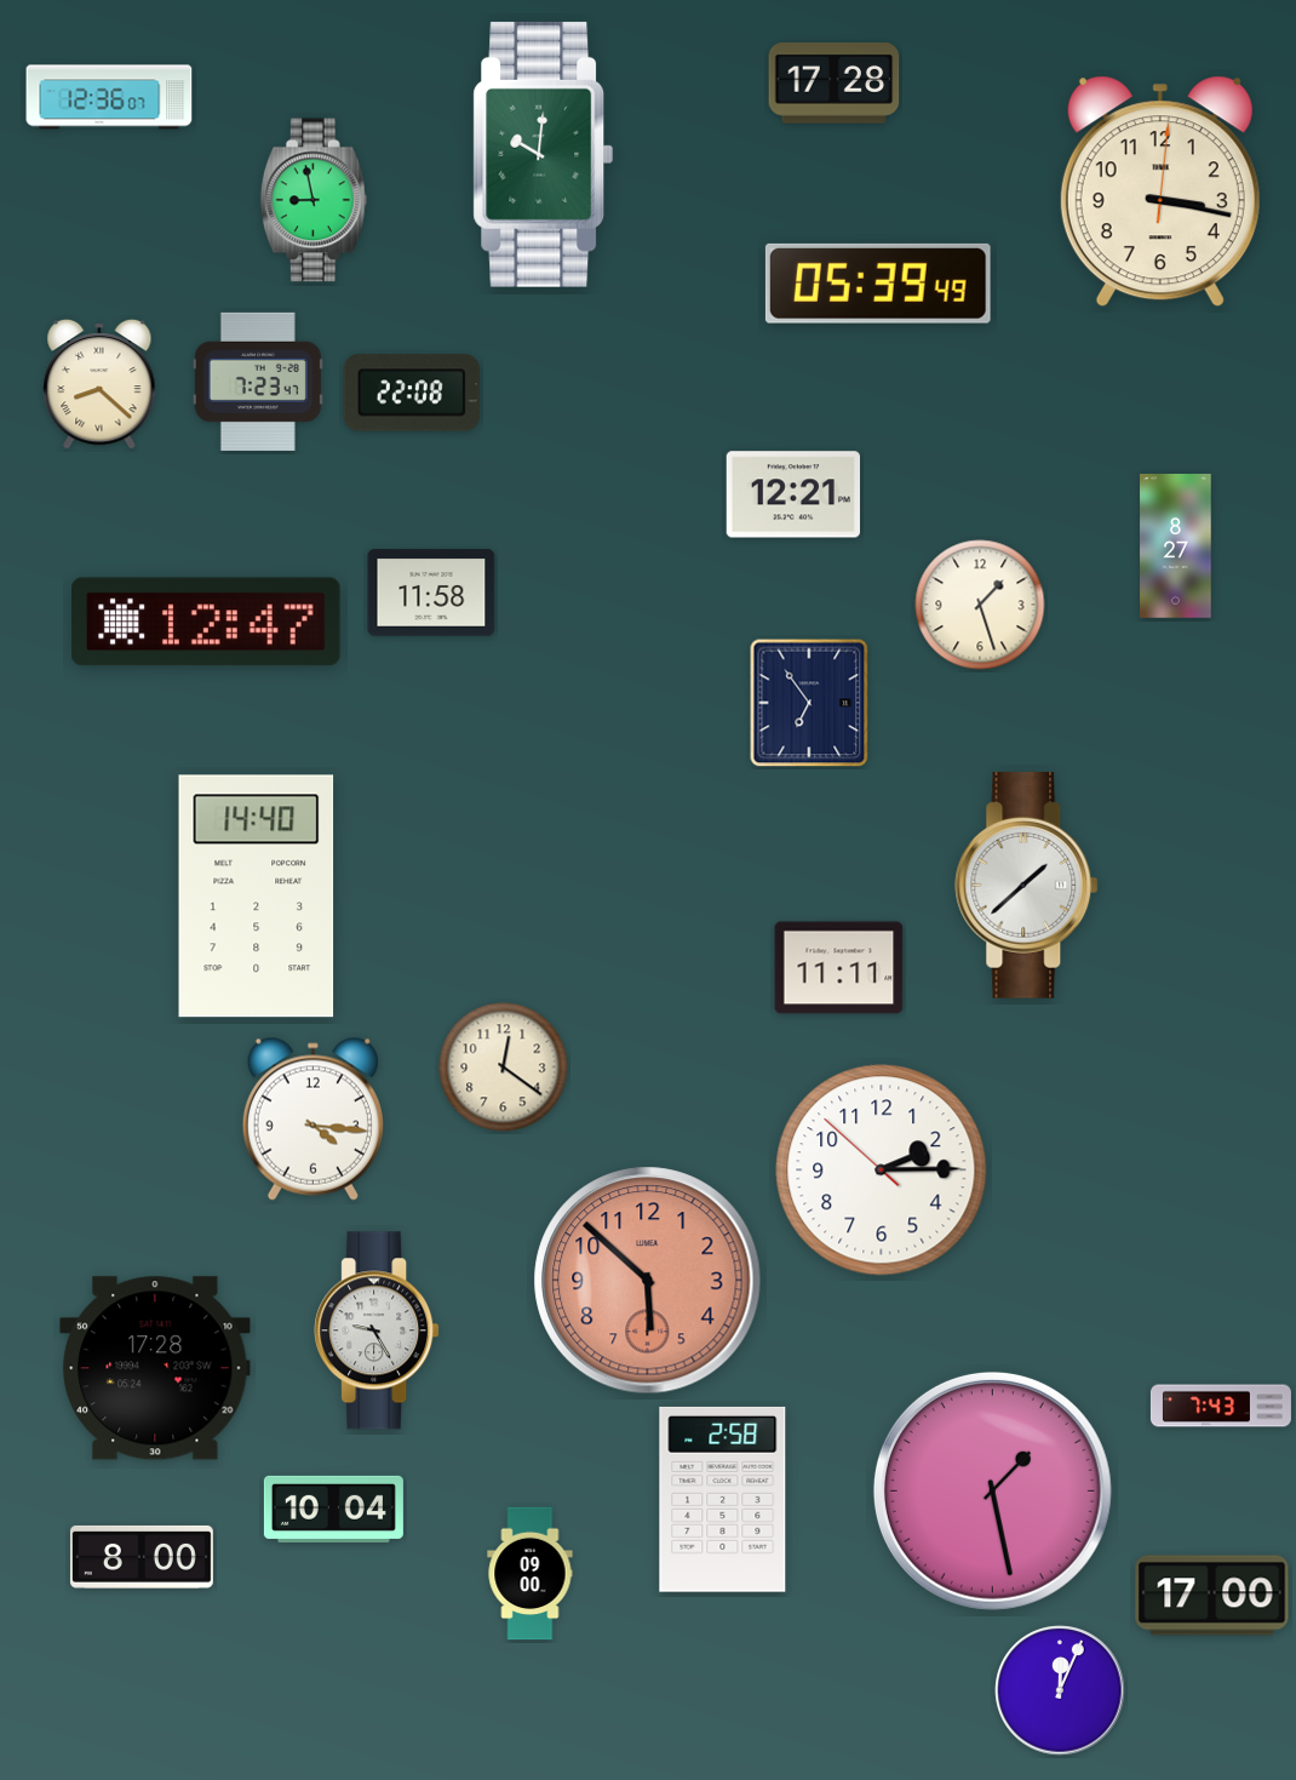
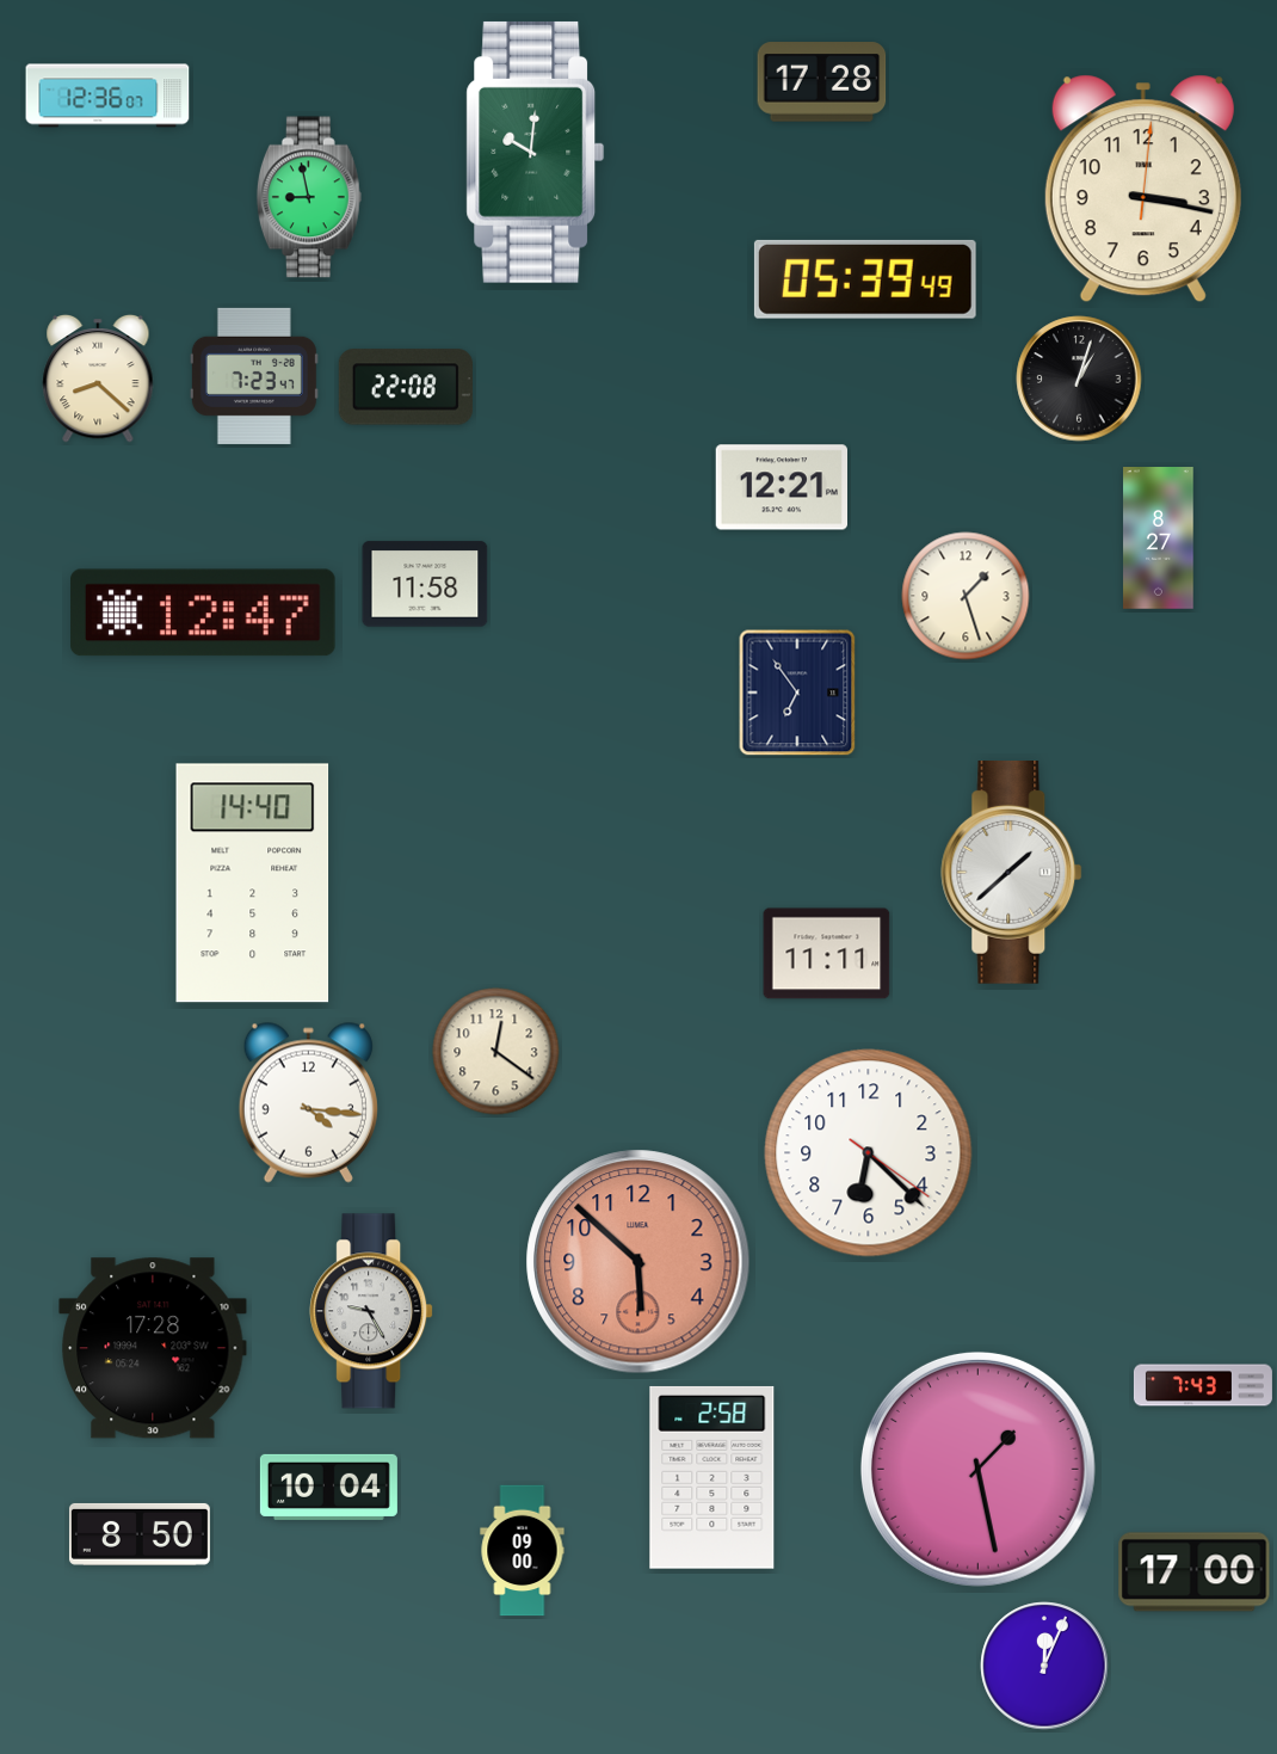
clock at (1079, 379): none -> 1:03
clock at (882, 1171): 2:14 -> 6:22
clock at (142, 1557): 8:00 -> 8:50
